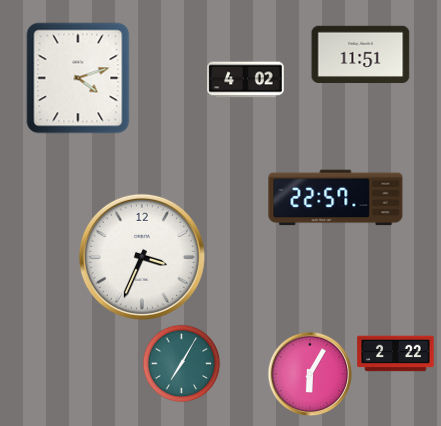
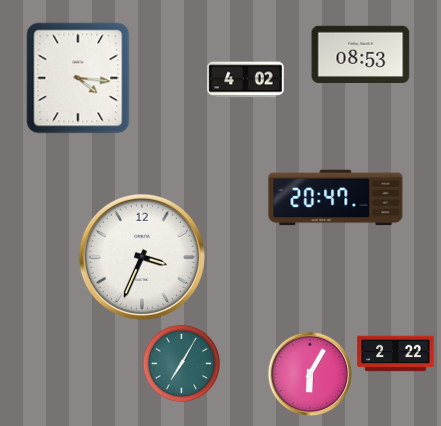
clock at (361, 54): 11:51 -> 08:53
clock at (78, 78): 4:12 -> 4:16
clock at (336, 198): 22:57 -> 20:47
